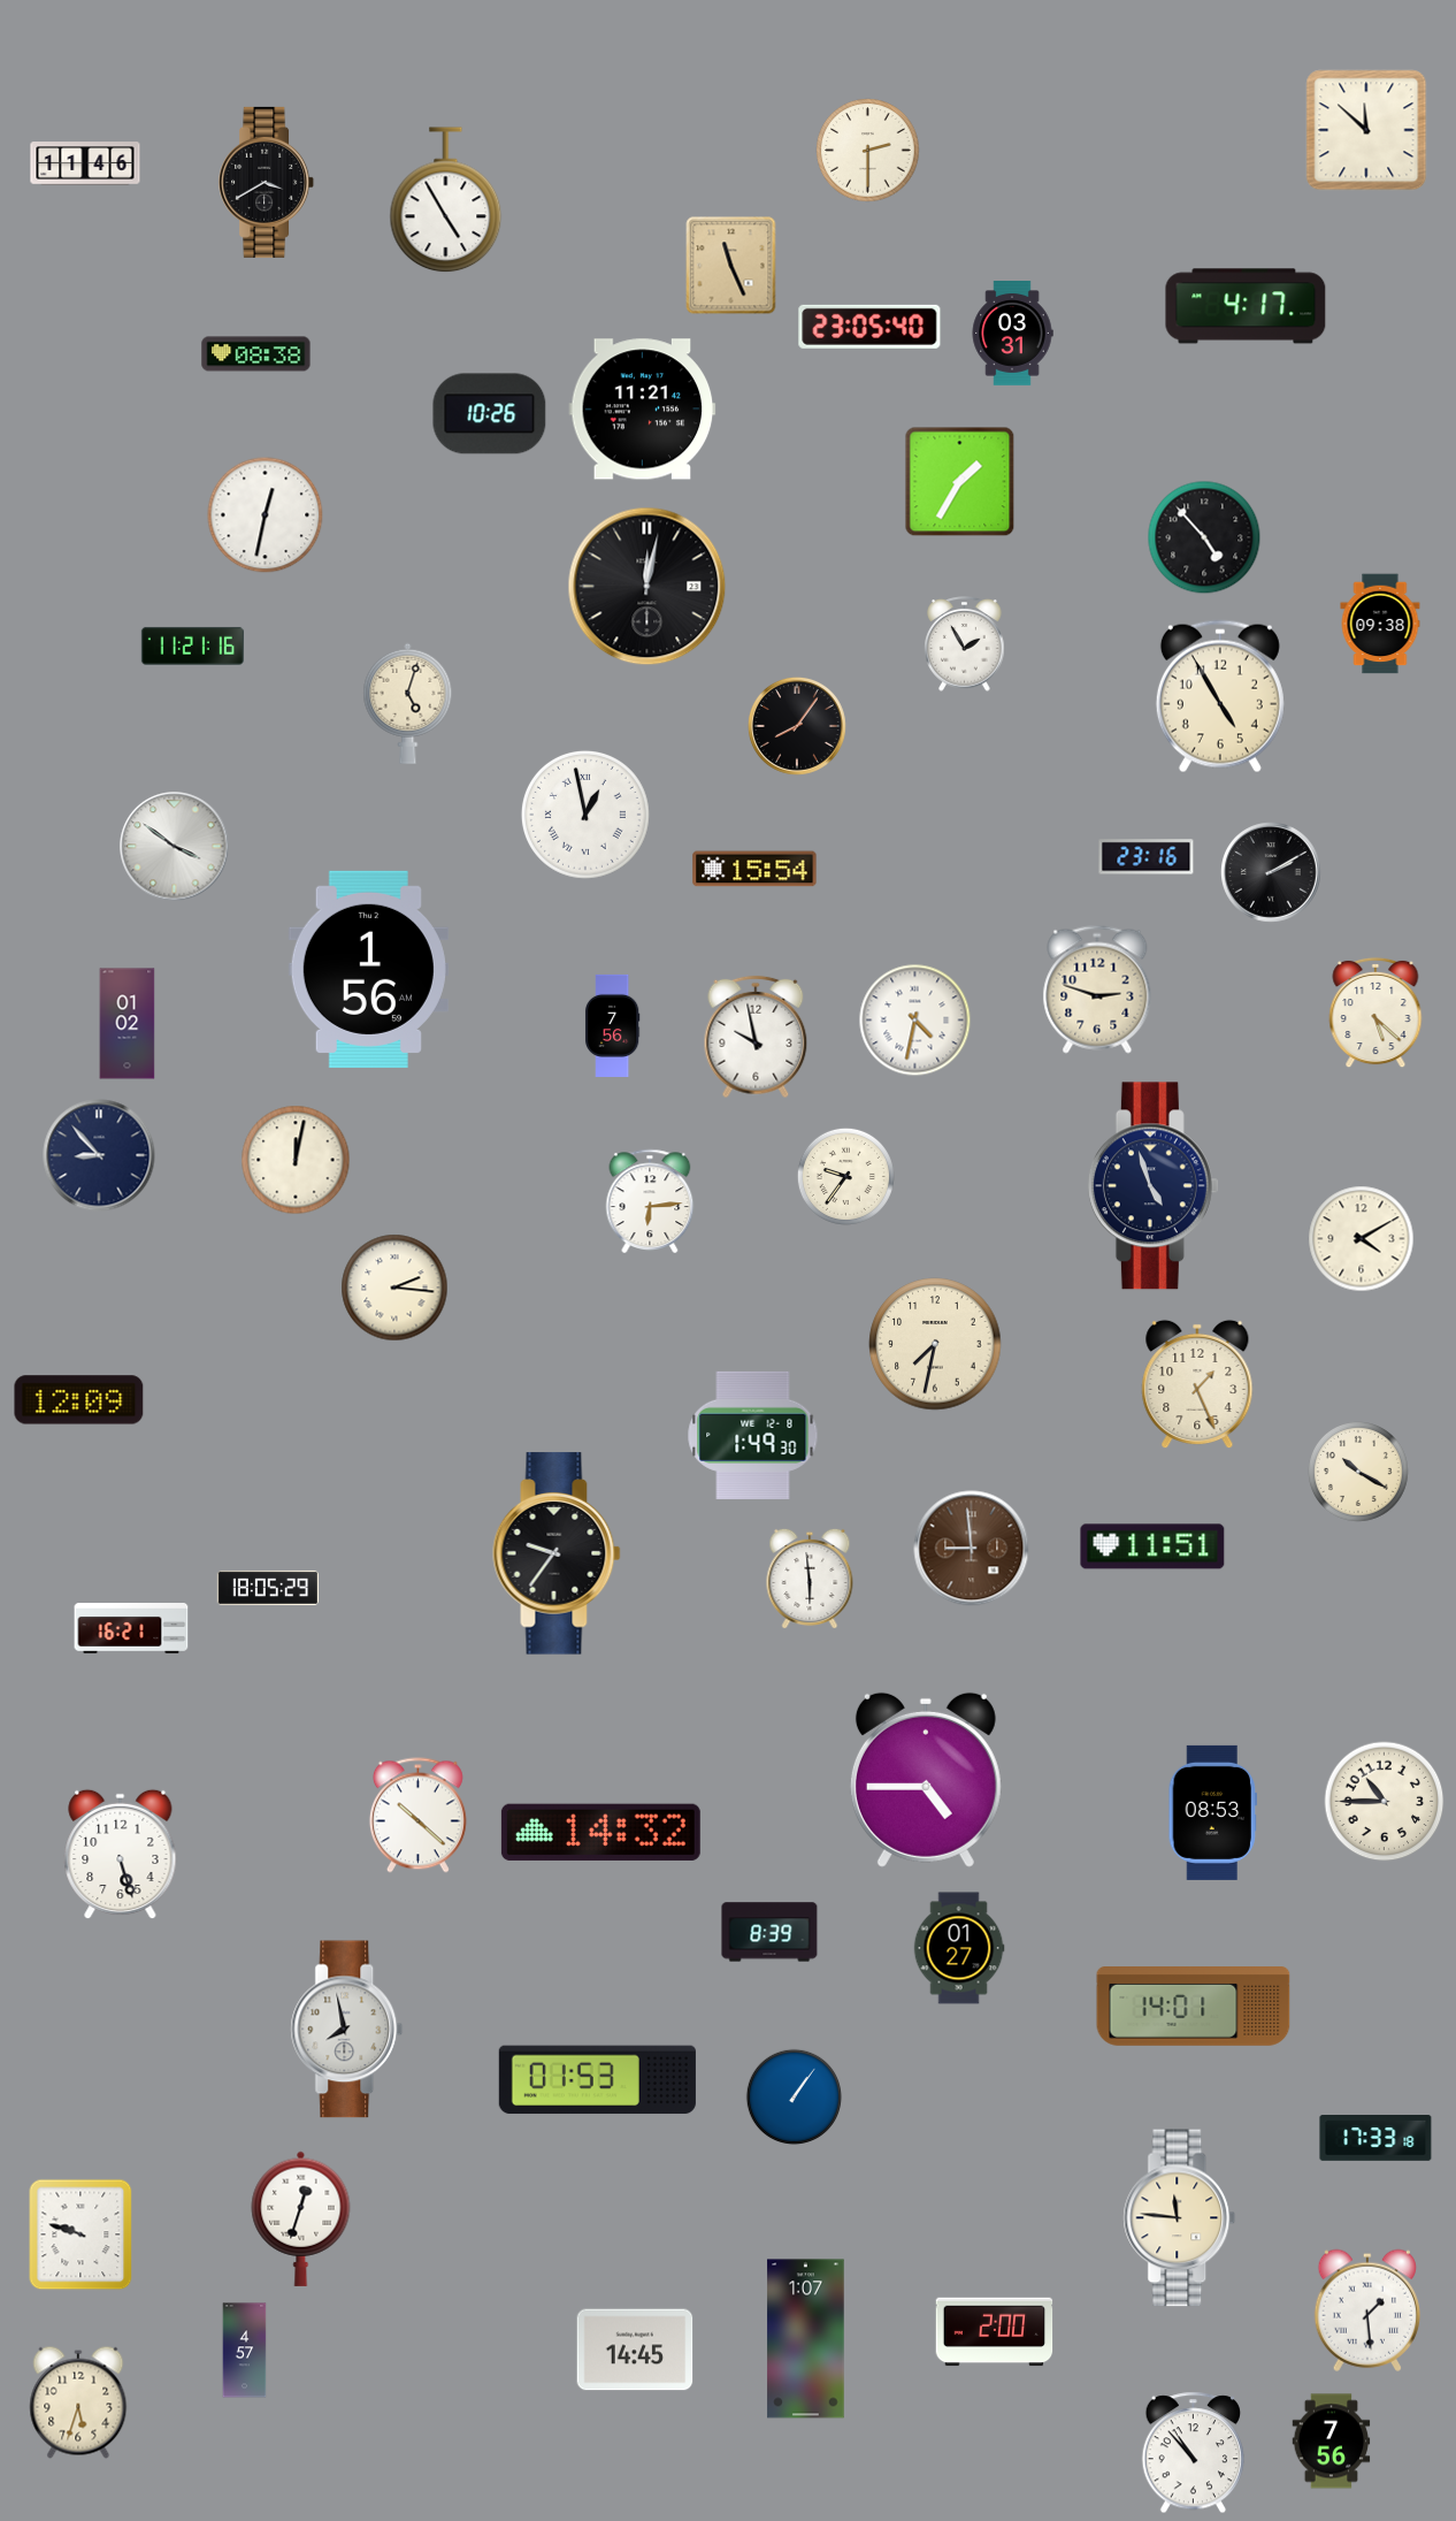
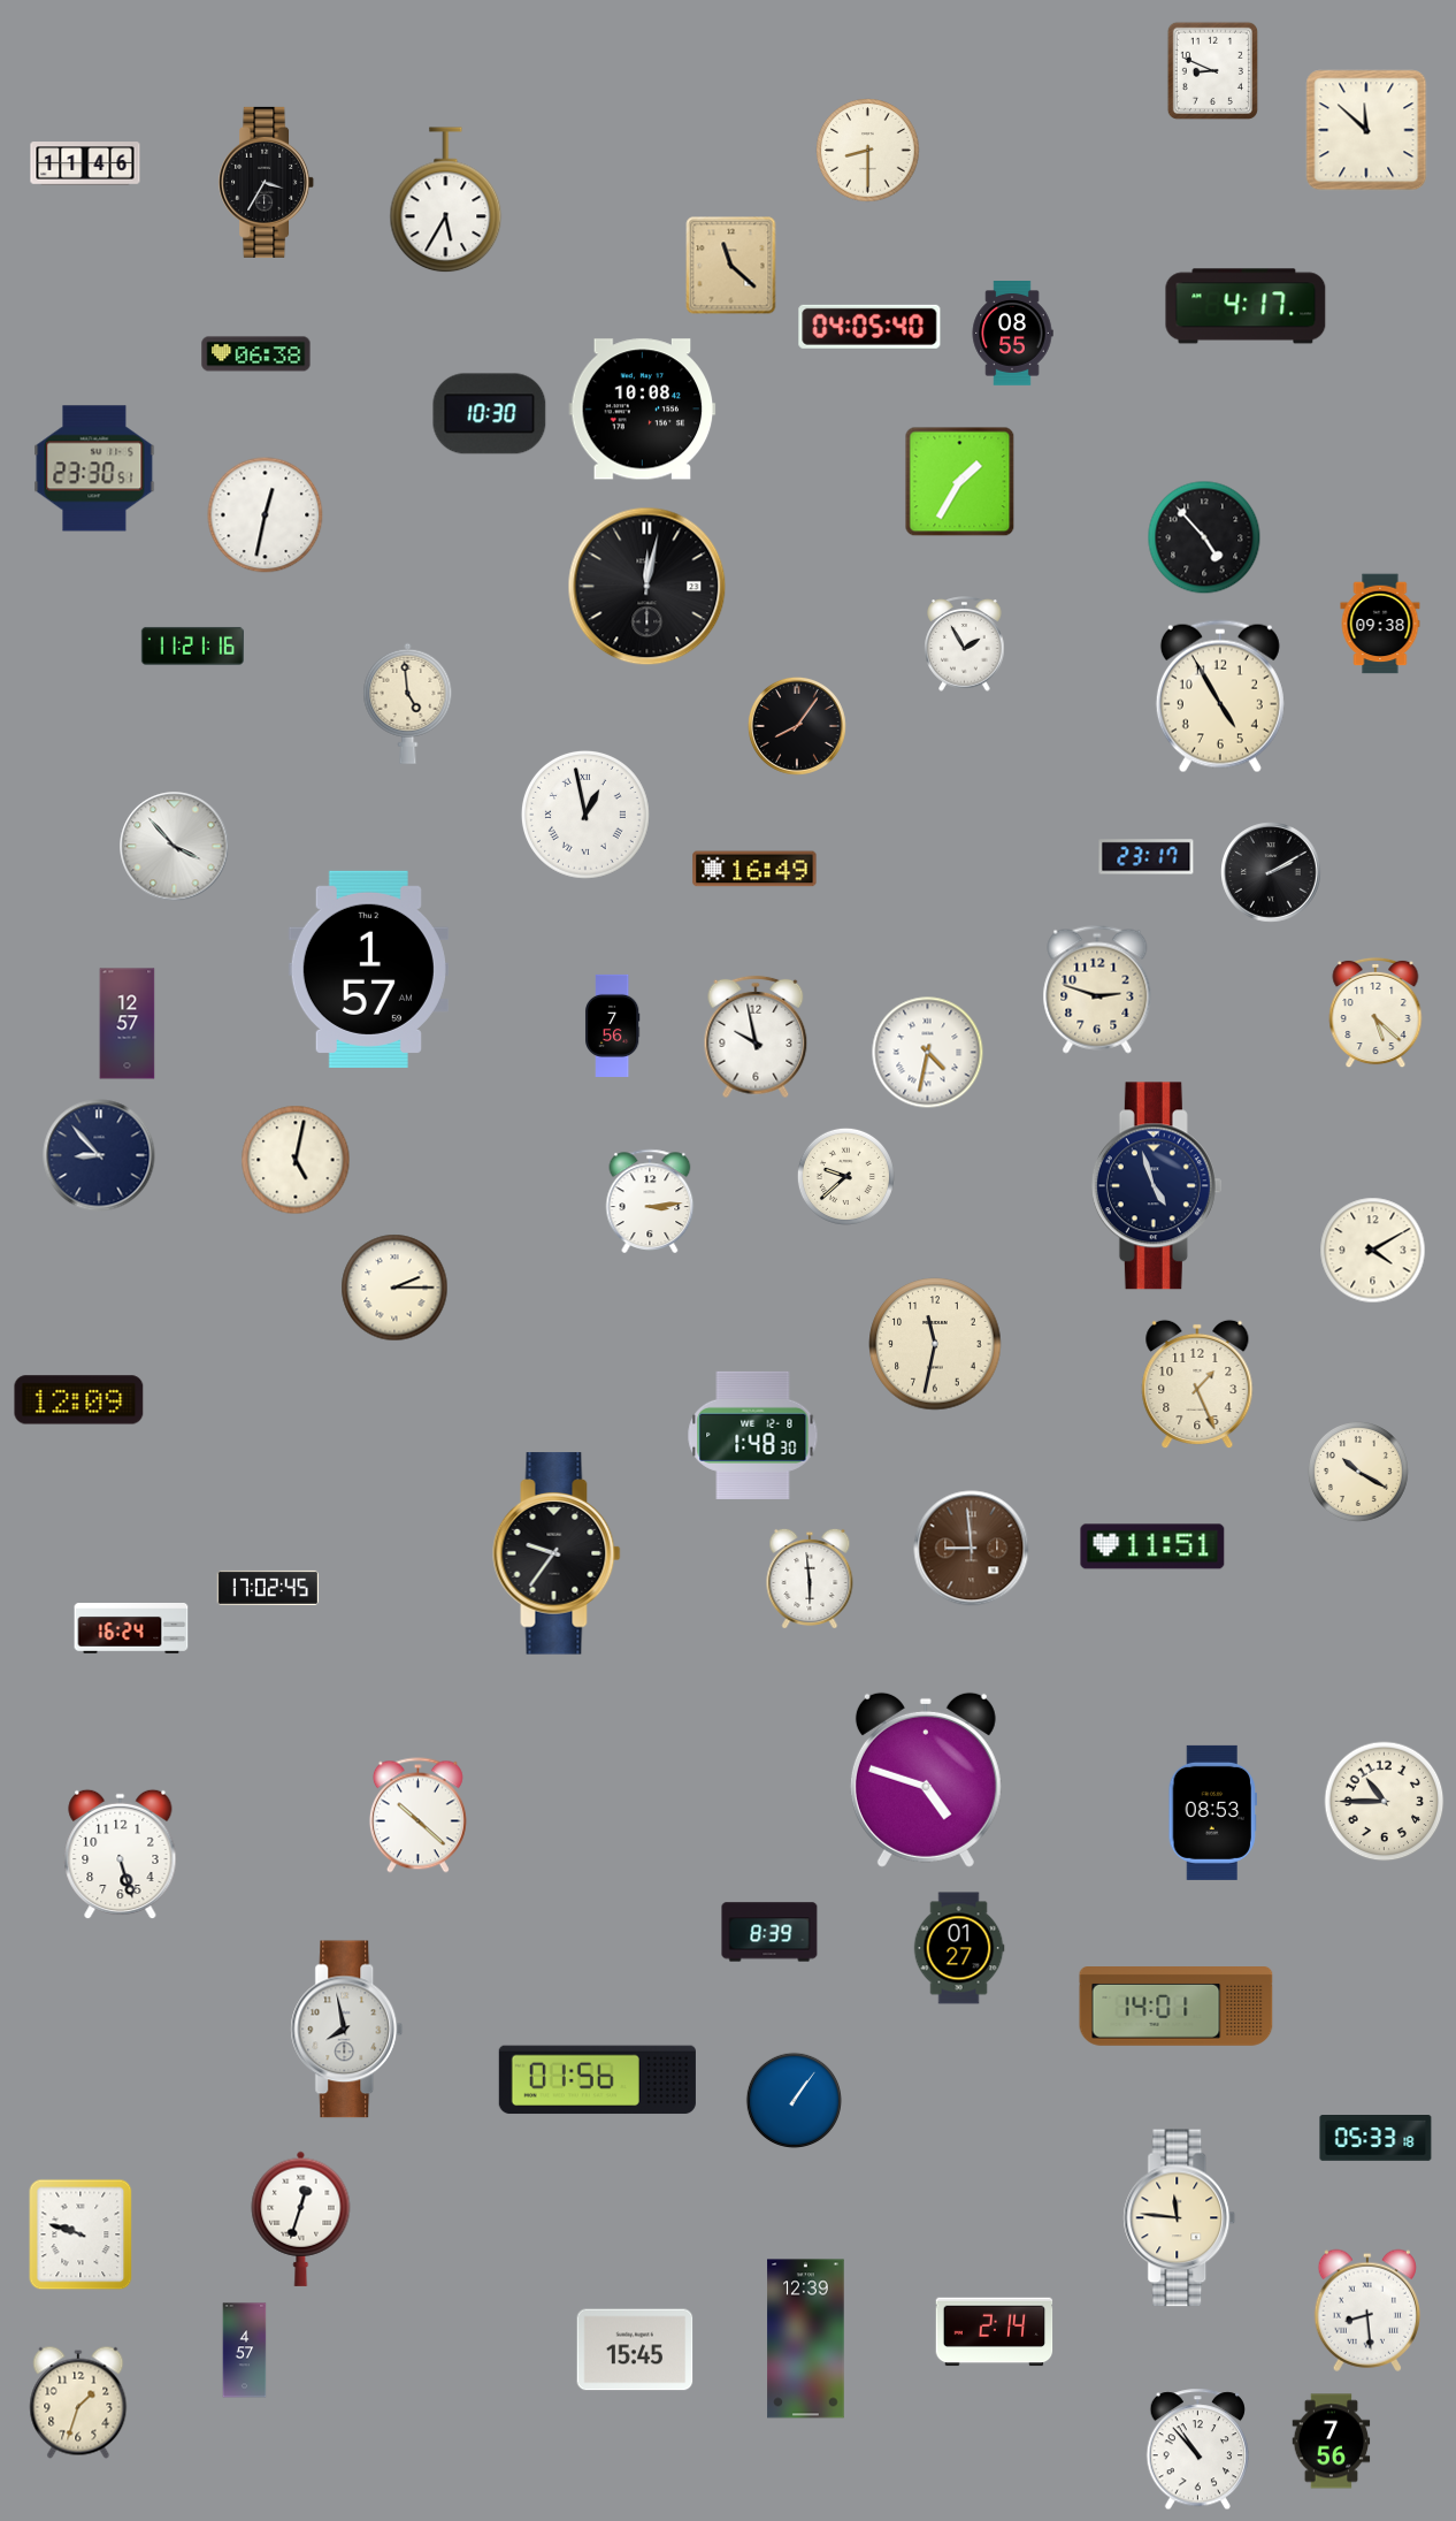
clock at (1212, 70): none -> 8:49
clock at (868, 151): 2:30 -> 8:30
clock at (267, 182): 3:40 -> 3:35
clock at (446, 200): 4:55 -> 5:35
clock at (731, 266): 11:26 -> 11:22
clock at (869, 327): 23:05 -> 04:05
clock at (1012, 334): 03:31 -> 08:55
clock at (256, 354): 08:38 -> 06:38
clock at (643, 410): 11:21 -> 10:08
clock at (490, 414): 10:26 -> 10:30
clock at (94, 468): none -> 23:30
clock at (408, 703): 5:03 -> 4:59
clock at (175, 847): 3:51 -> 3:53
clock at (1147, 857): 23:16 -> 23:17
clock at (754, 869): 15:54 -> 16:49
clock at (368, 969): 1:56 -> 1:57
clock at (915, 1021) position: (915, 1021) -> (928, 1053)
clock at (128, 1024): 01:02 -> 12:57
clock at (296, 1160): 12:02 -> 5:02
clock at (845, 1176): 9:36 -> 9:38
clock at (1152, 1186) position: (1152, 1186) -> (1156, 1186)
clock at (650, 1201): 6:14 -> 3:14
clock at (1362, 1239) position: (1362, 1239) -> (1373, 1251)
clock at (394, 1288): 2:16 -> 2:15
clock at (935, 1344): 7:32 -> 11:32
clock at (753, 1435): 1:49 -> 1:48
clock at (268, 1588): 18:05 -> 17:02
clock at (131, 1629): 16:21 -> 16:24
clock at (926, 1780): 4:45 -> 4:48
clock at (600, 1832): 14:32 -> none
clock at (1194, 2007) position: (1194, 2007) -> (1177, 2007)
clock at (597, 2080): 01:53 -> 01:56
clock at (794, 2096) position: (794, 2096) -> (794, 2100)
clock at (1375, 2139): 17:33 -> 05:33
clock at (1367, 2310): 1:29 -> 8:29
clock at (995, 2332): 2:00 -> 2:14
clock at (806, 2339): 1:07 -> 12:39
clock at (635, 2350): 14:45 -> 15:45
clock at (78, 2402): 5:33 -> 1:33
clock at (1194, 2453) position: (1194, 2453) -> (1198, 2450)
